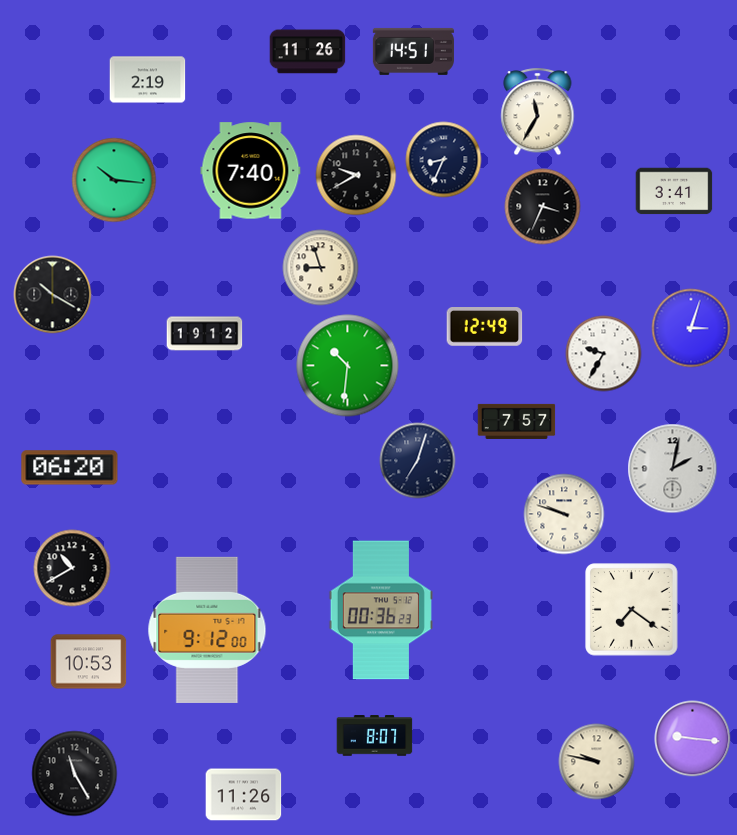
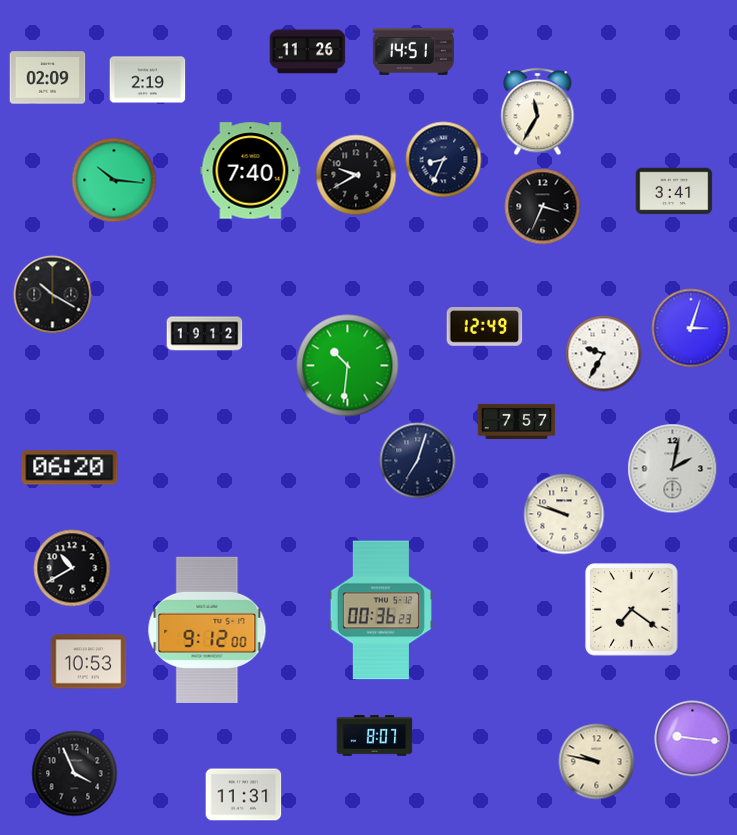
clock at (48, 78): none -> 02:09
clock at (321, 268): 8:57 -> none
clock at (75, 774): 11:25 -> 3:56
clock at (244, 795): 11:26 -> 11:31
